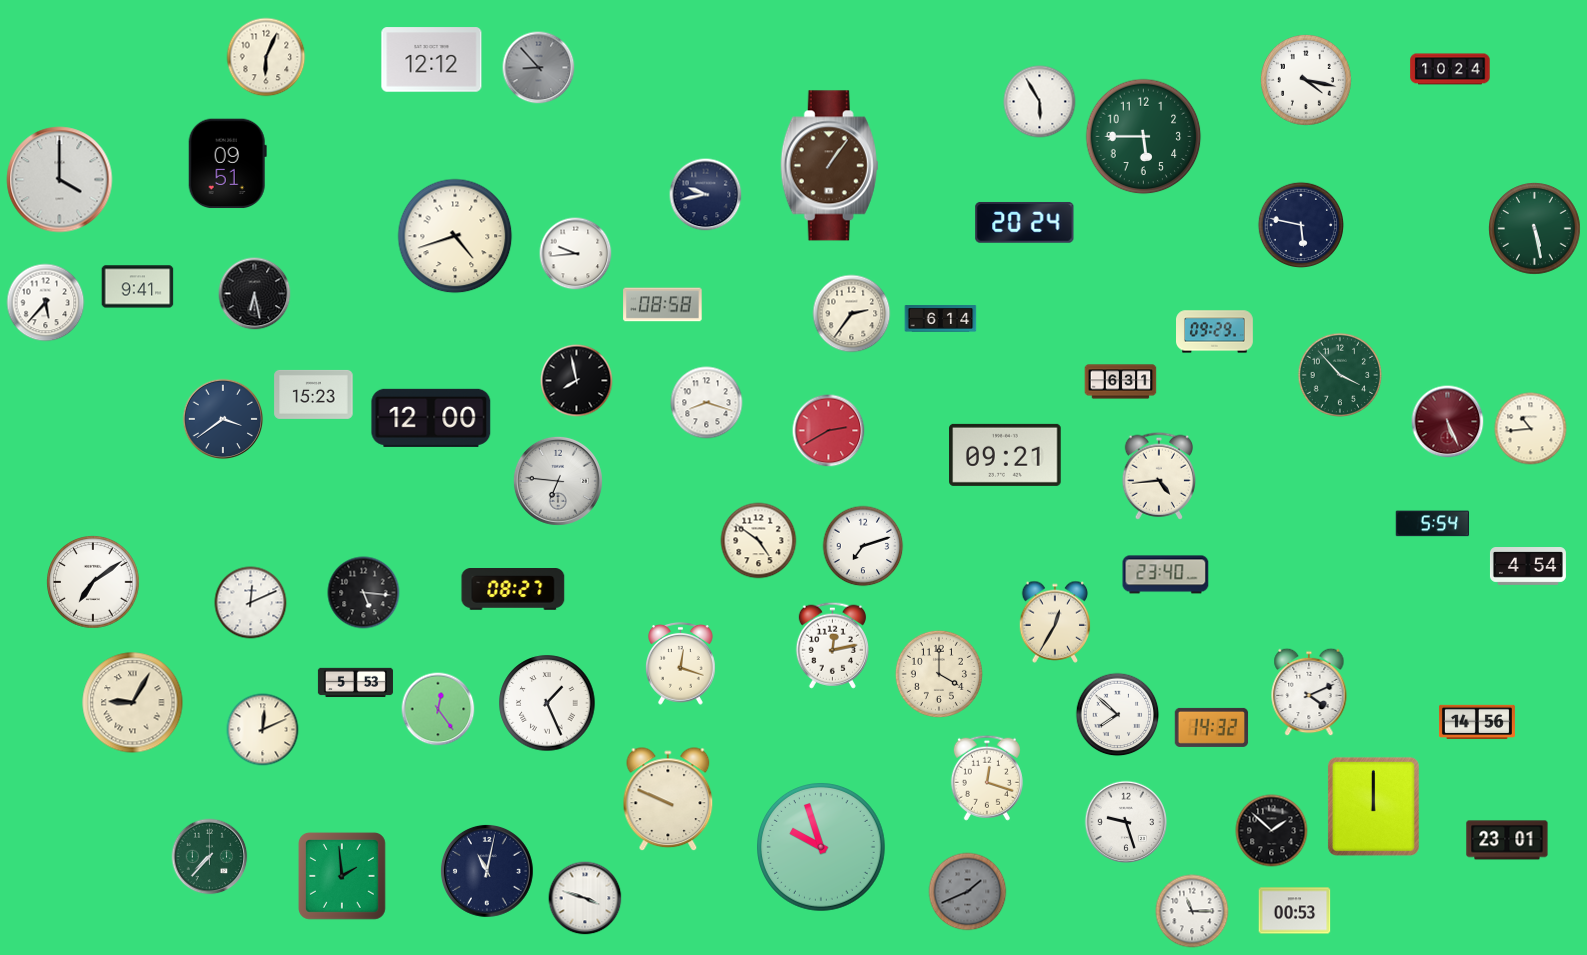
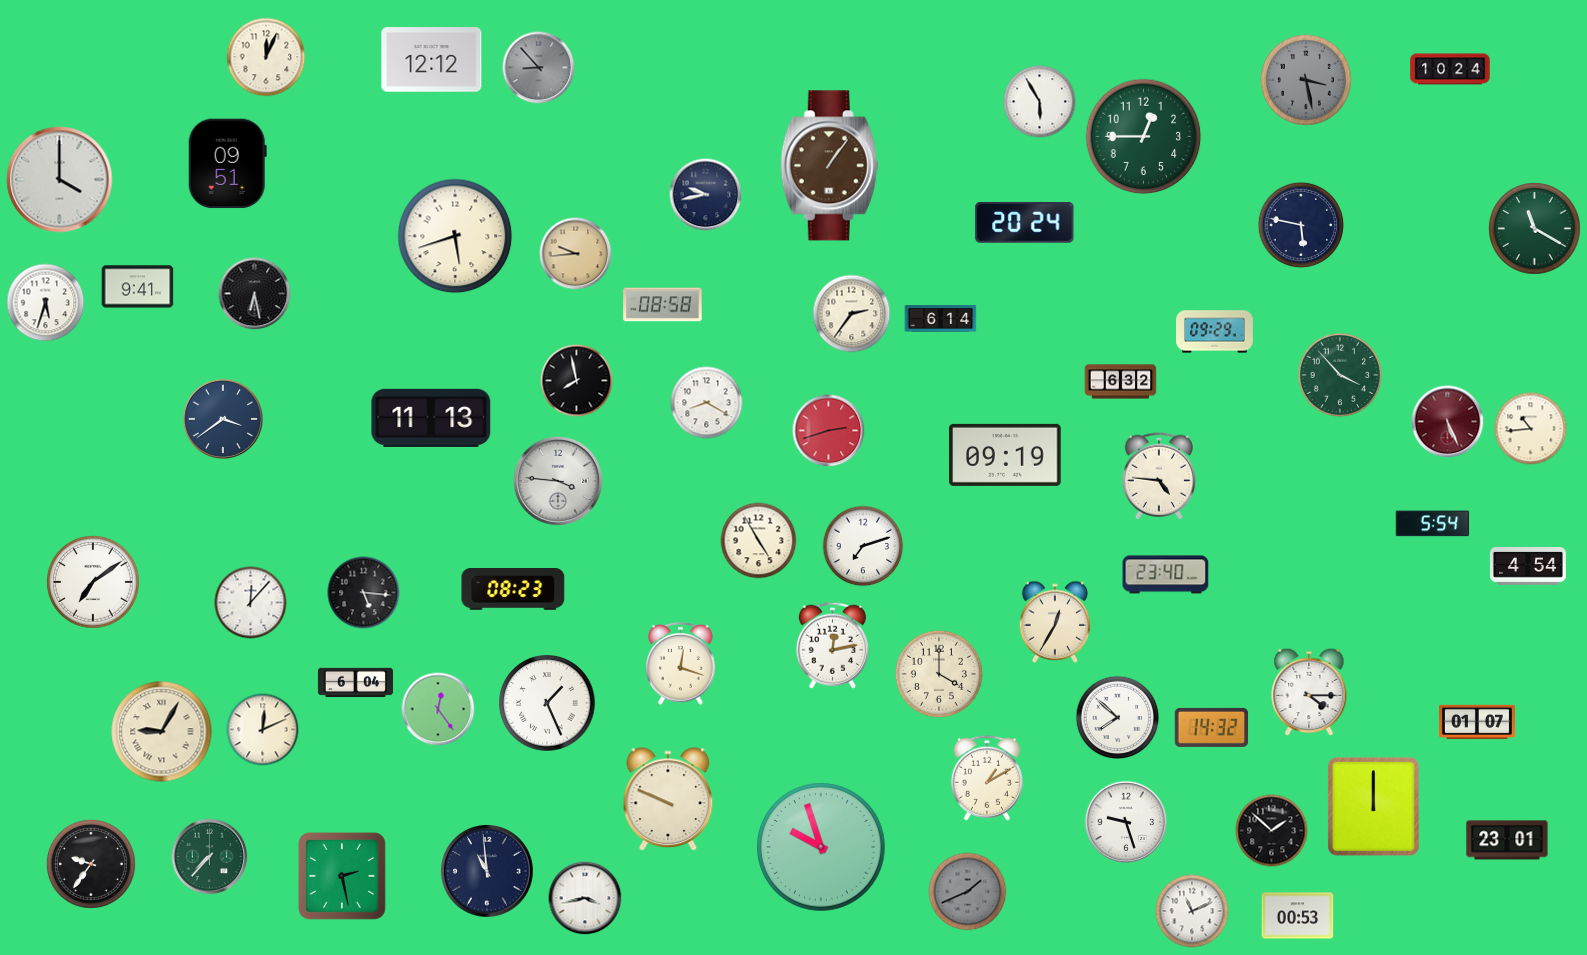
clock at (266, 57): 6:04 -> 12:04
clock at (1306, 80): 4:17 -> 3:28
clock at (1306, 80) dial: white -> grey
clock at (1144, 137): 5:45 -> 12:45
clock at (1535, 229): 5:28 -> 11:20
clock at (455, 236): 4:42 -> 5:42
clock at (576, 254) dial: white -> champagne
clock at (46, 303): 5:37 -> 5:33
clock at (1121, 382): 6:31 -> 6:32
clock at (314, 394): 15:23 -> none
clock at (707, 403): 8:18 -> 8:20
clock at (431, 418): 12:00 -> 11:13
clock at (829, 431): 2:40 -> 2:42
clock at (1005, 455): 09:21 -> 09:19
clock at (1159, 476): 4:44 -> 4:46
clock at (558, 481): 6:46 -> 3:46
clock at (759, 541): 4:51 -> 4:55
clock at (513, 590): 08:27 -> 08:23
clock at (251, 603): 12:11 -> 12:07
clock at (355, 683): 5:53 -> 6:04
clock at (1309, 692): 4:11 -> 4:15
clock at (133, 703) position: (133, 703) -> (162, 732)
clock at (1118, 715) position: (1118, 715) -> (1118, 718)
clock at (1477, 722): 14:56 -> 01:07
clock at (987, 778): 12:18 -> 1:10
clock at (91, 864): none -> 9:36
clock at (488, 872): 11:02 -> 10:59
clock at (342, 876): 1:59 -> 2:28
clock at (585, 898): 3:48 -> 3:43
clock at (1192, 911): 11:15 -> 11:11
clock at (1295, 911) position: (1295, 911) -> (1298, 916)
